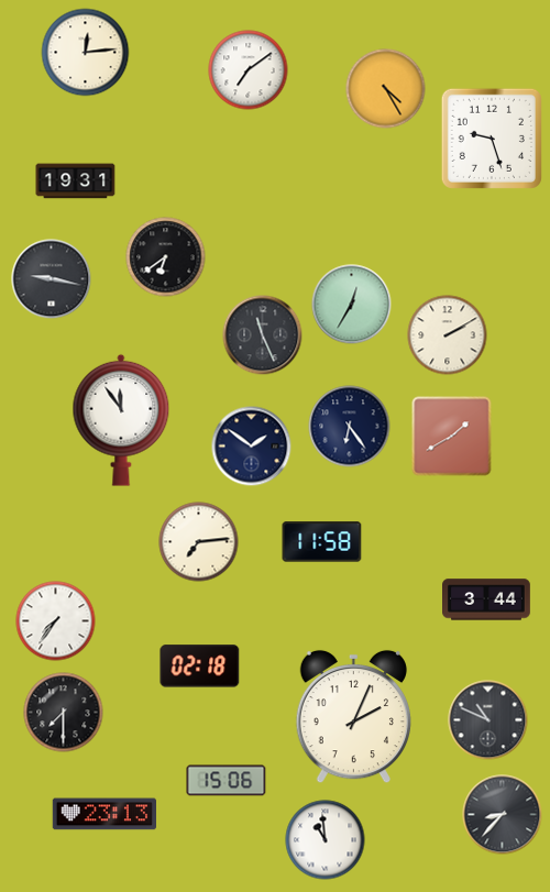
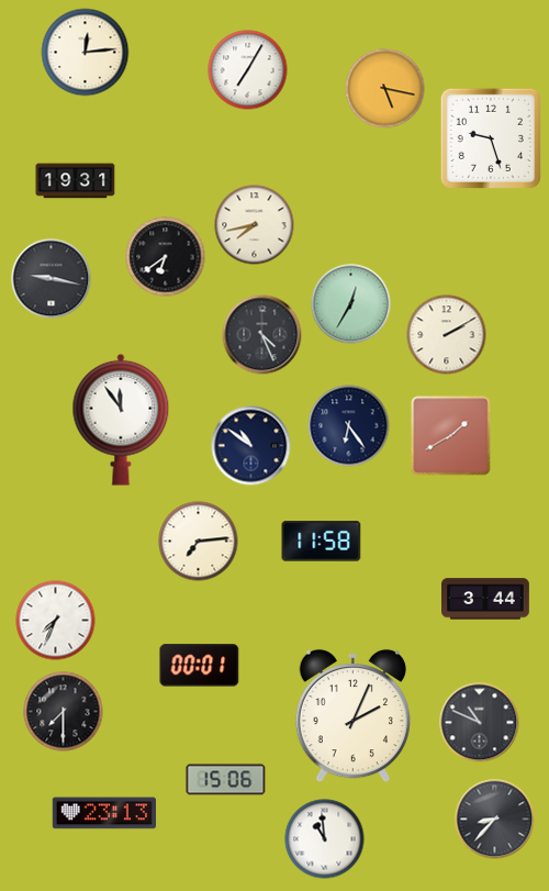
clock at (249, 70): 7:09 -> 7:05
clock at (386, 89): 4:25 -> 5:17
clock at (255, 225): none -> 7:43
clock at (263, 335): 11:26 -> 4:26
clock at (252, 447): 1:51 -> 10:51
clock at (56, 621): 7:36 -> 7:34
clock at (200, 667): 02:18 -> 00:01
clock at (488, 720) position: (488, 720) -> (480, 723)
clock at (503, 815) position: (503, 815) -> (495, 820)
